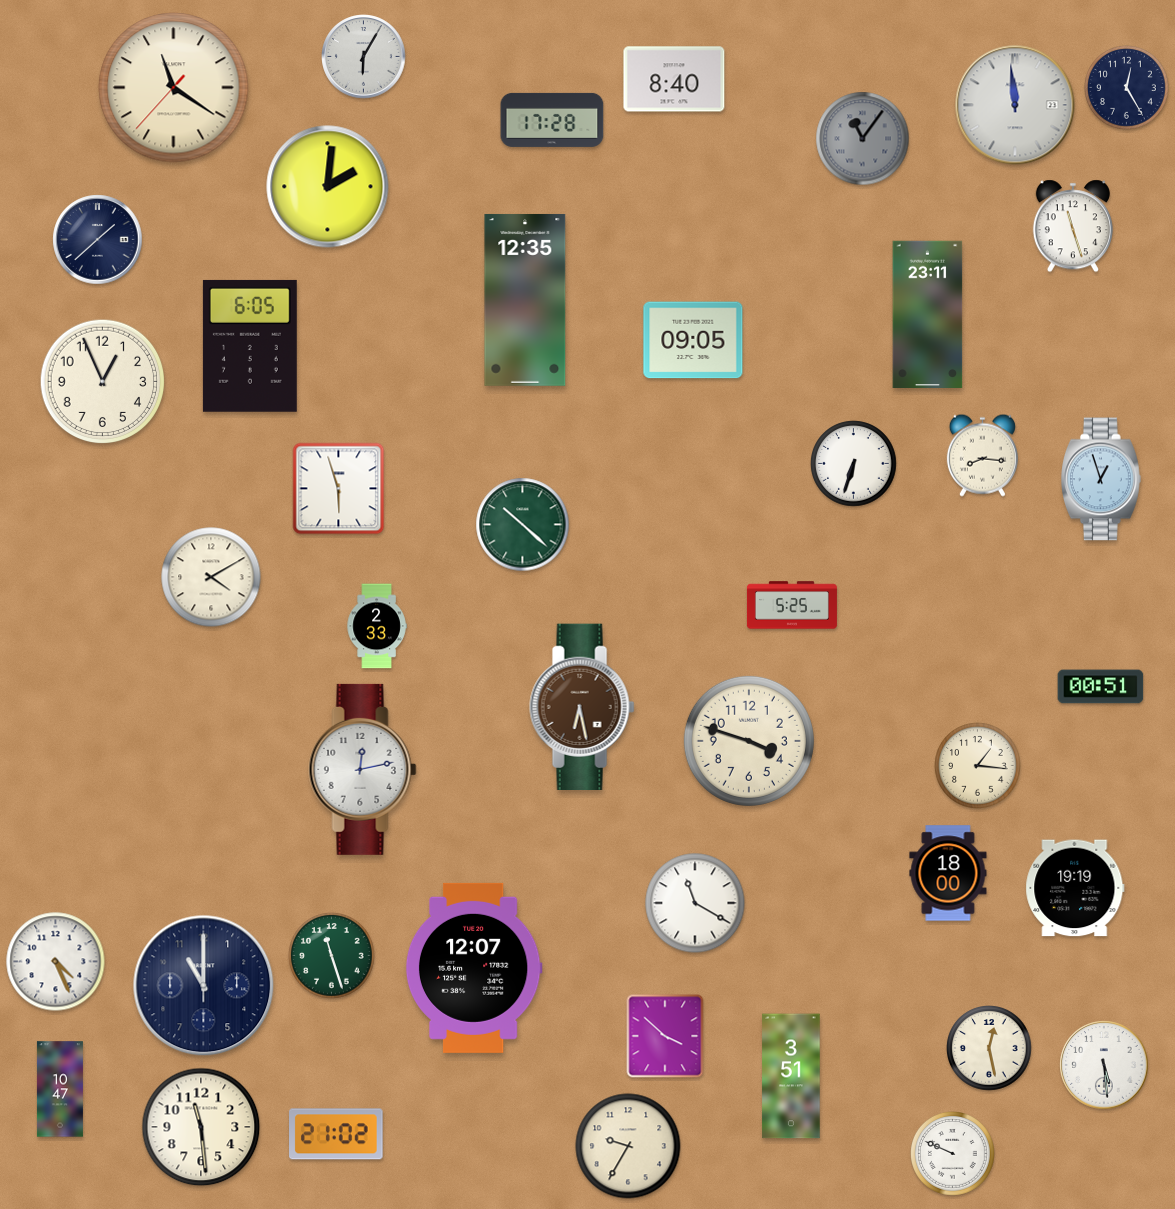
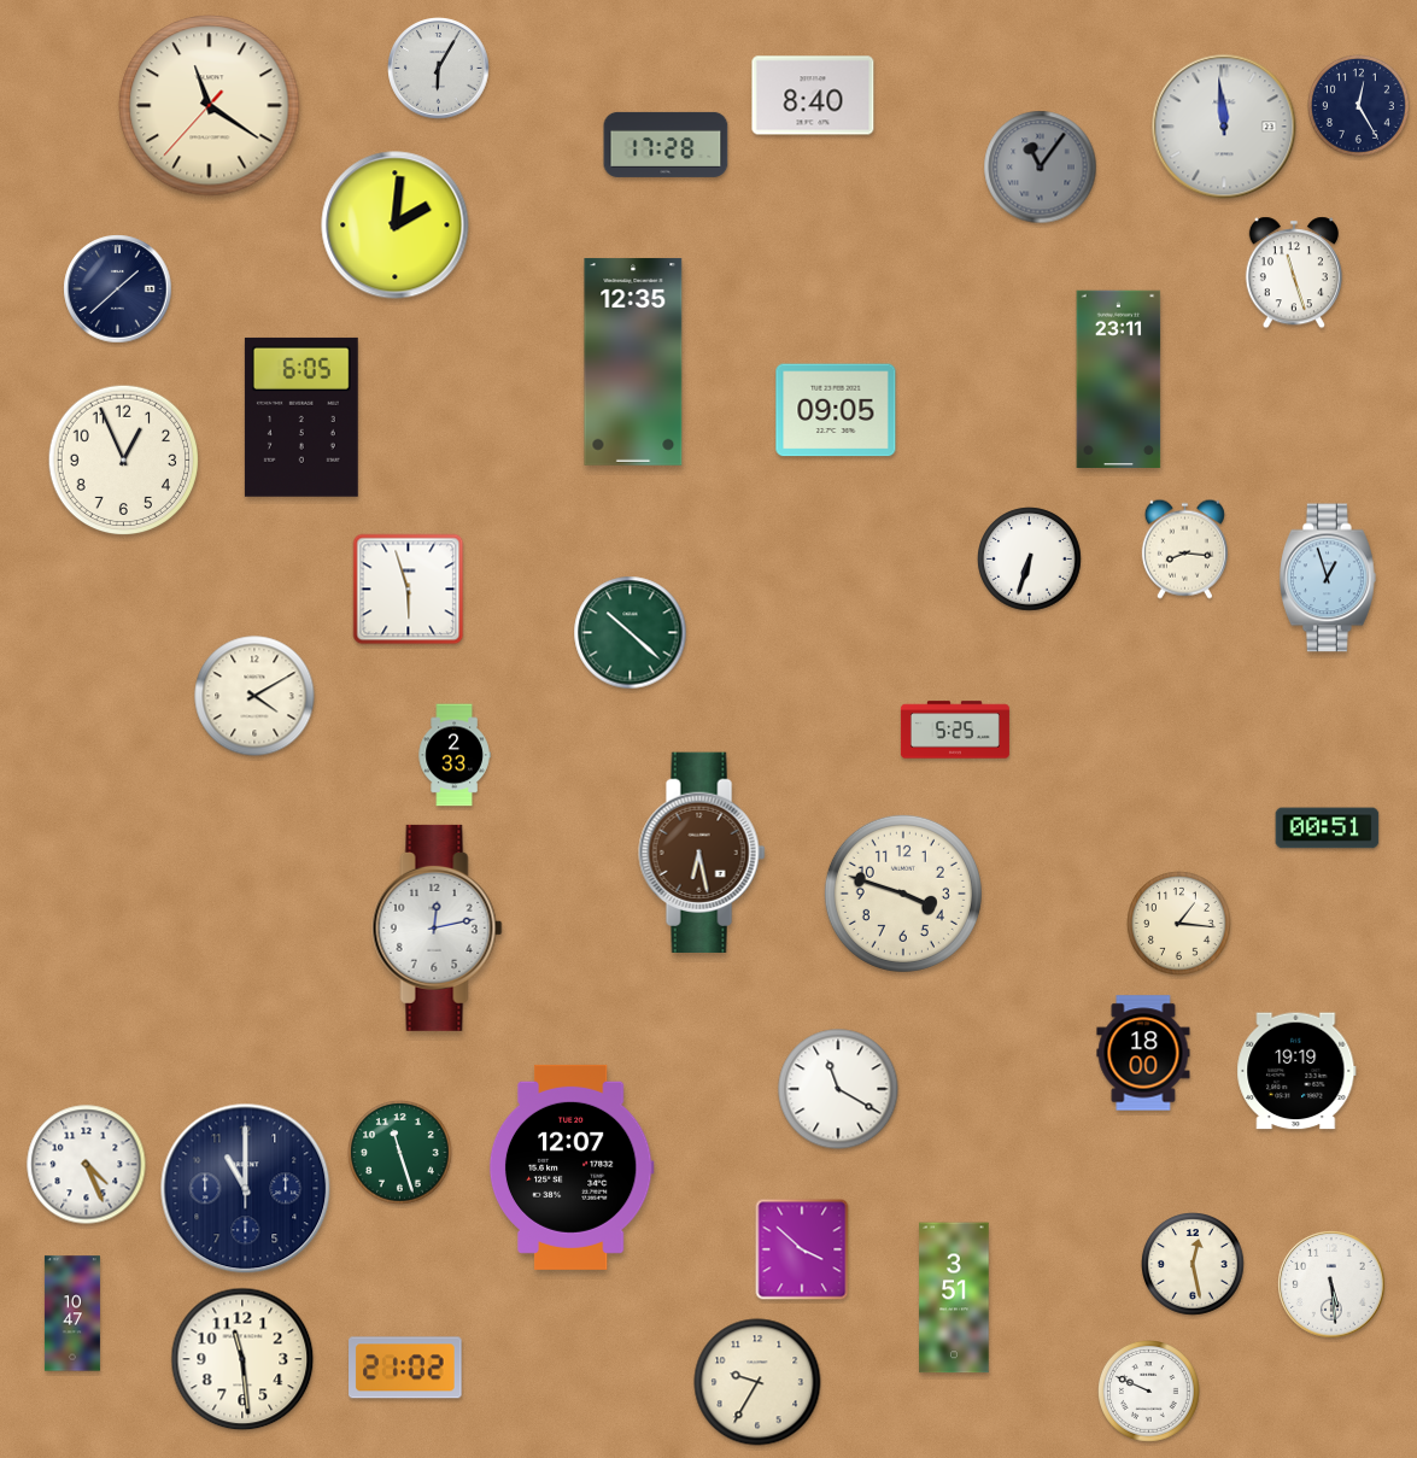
clock at (56, 962) position: (56, 962) -> (87, 1165)
